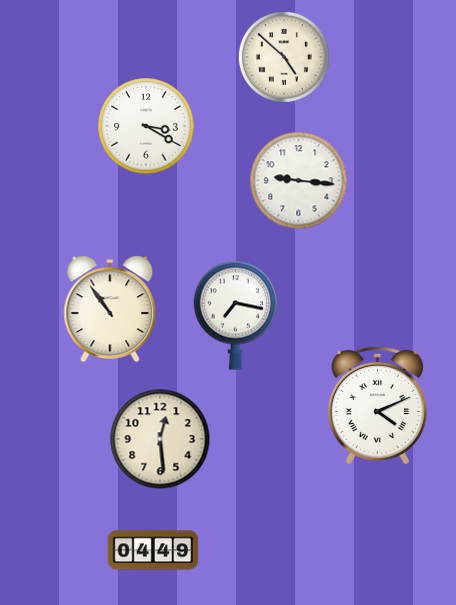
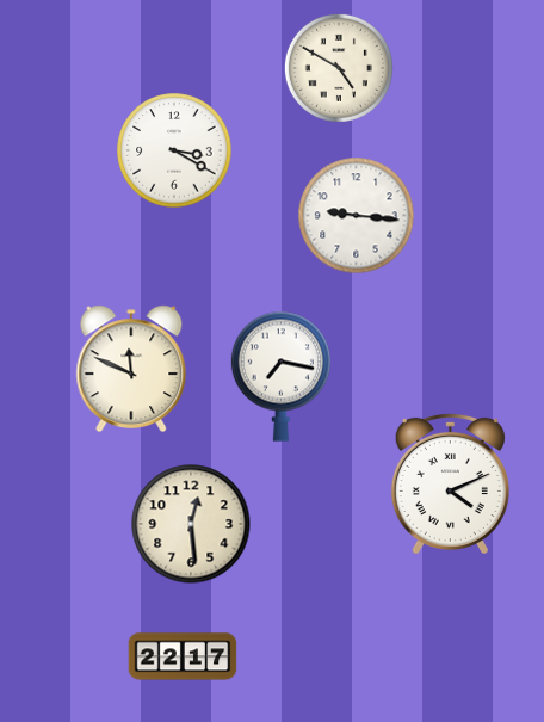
clock at (284, 57): 4:52 -> 4:50
clock at (110, 309): 10:54 -> 11:49
clock at (153, 550): 04:49 -> 22:17
